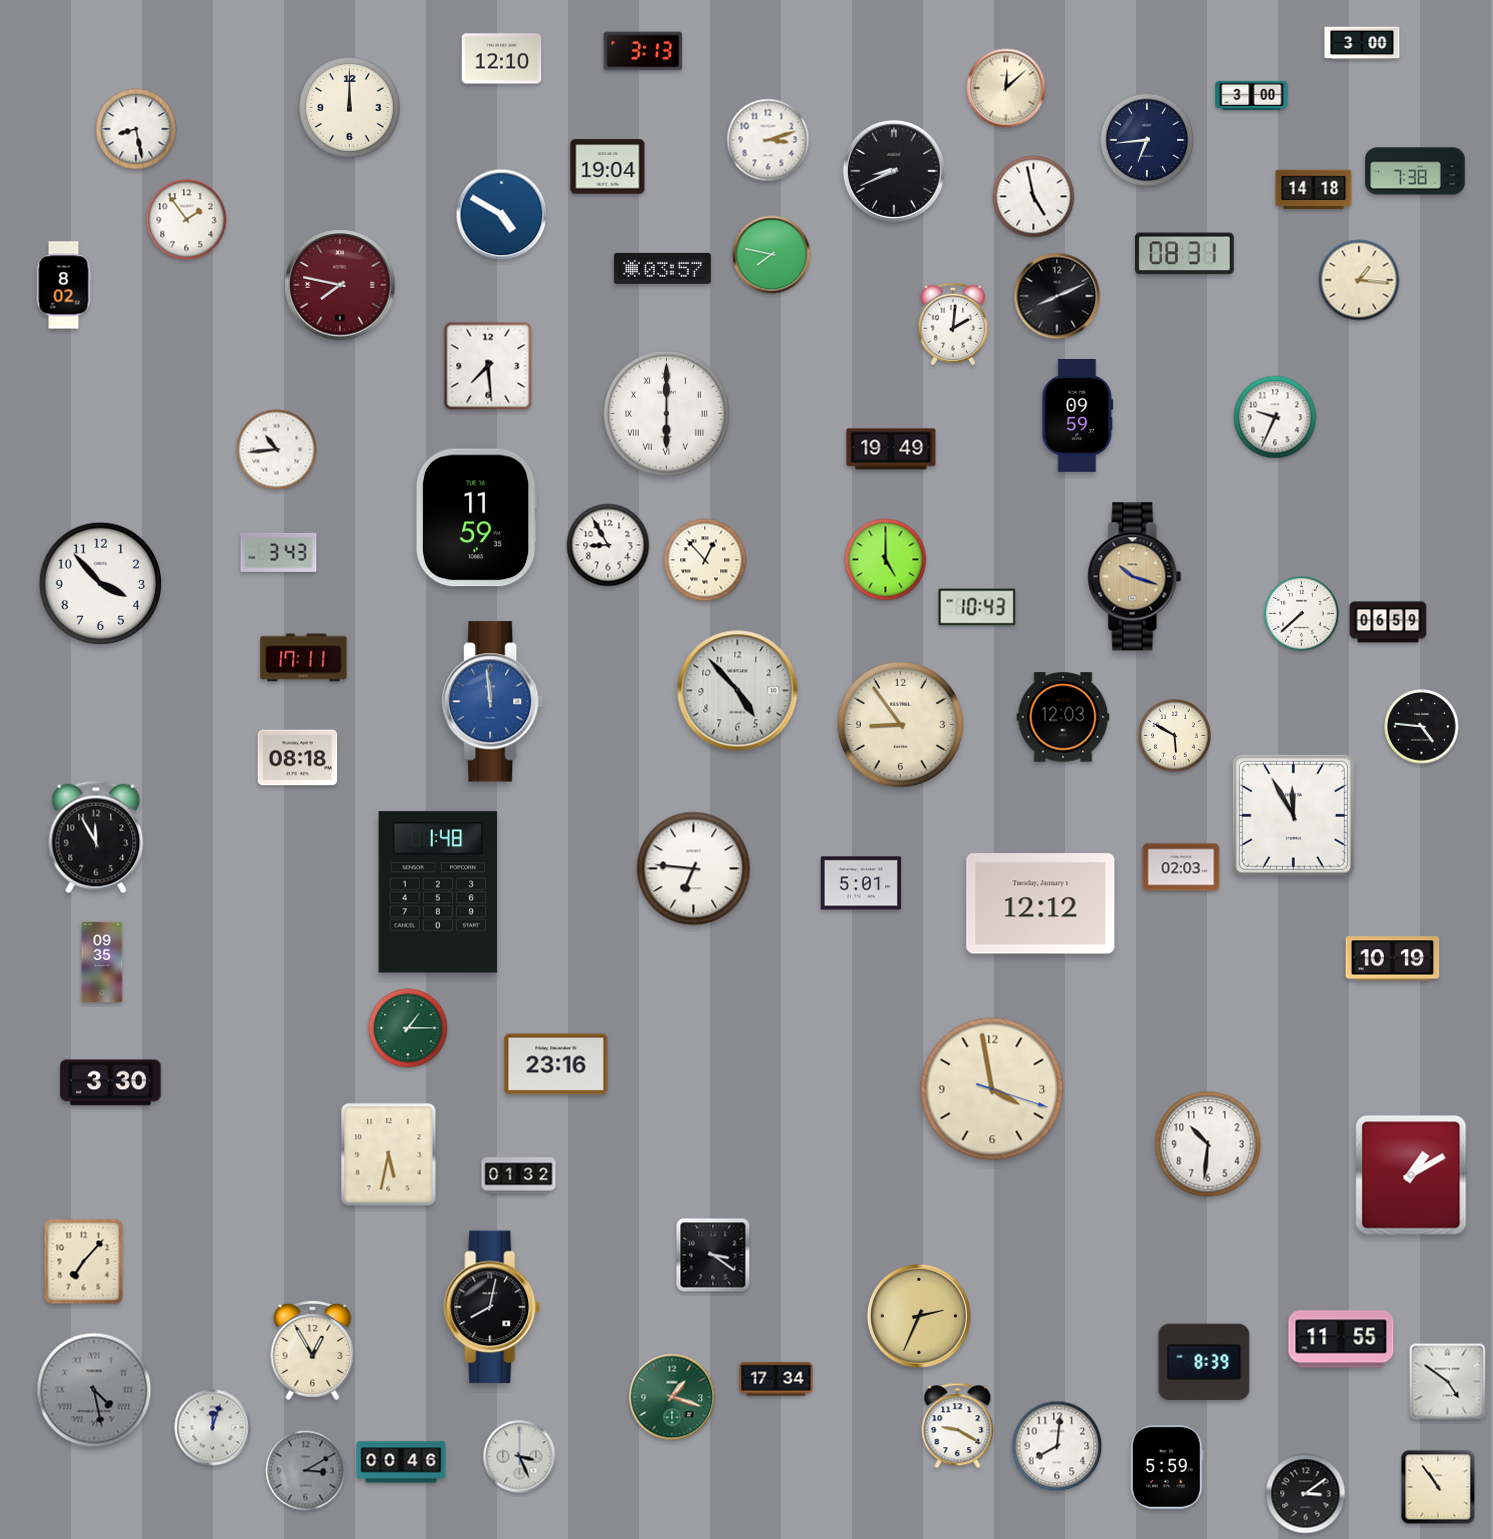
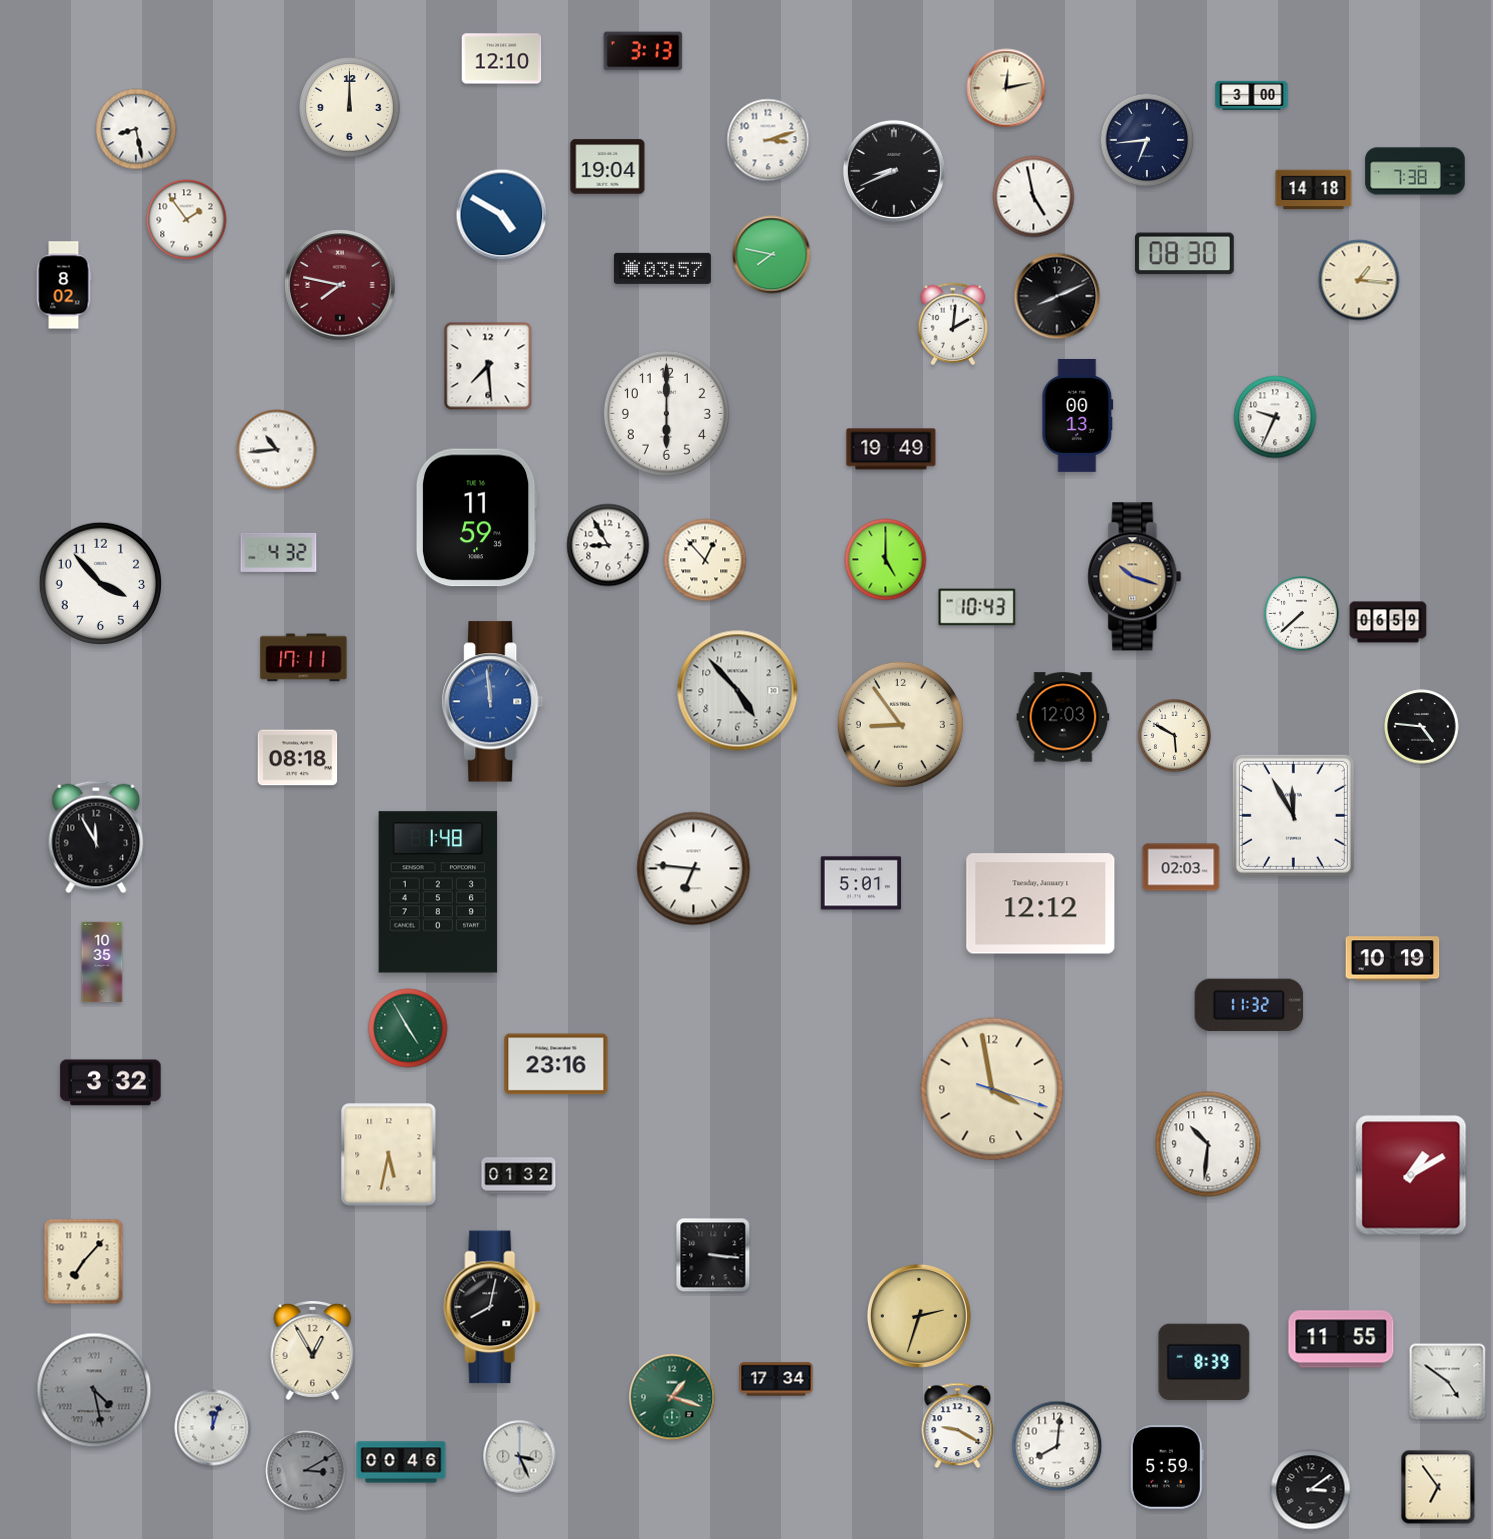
clock at (1362, 43): 3:00 -> none
clock at (1006, 88): 12:08 -> 12:13
clock at (1185, 254): 08:31 -> 08:30
clock at (666, 413) numerals: Roman -> Arabic
clock at (1078, 415): 09:59 -> 00:13
clock at (279, 552): 3:43 -> 4:32
clock at (102, 962): 09:35 -> 10:35
clock at (1249, 1005): none -> 11:32
clock at (408, 1028): 1:15 -> 4:55
clock at (111, 1083): 3:30 -> 3:32
clock at (713, 1255): 3:21 -> 3:16
clock at (919, 1316): 2:34 -> 2:33
clock at (1438, 1487): 10:54 -> 6:54
clock at (1306, 1494) position: (1306, 1494) -> (1311, 1490)
